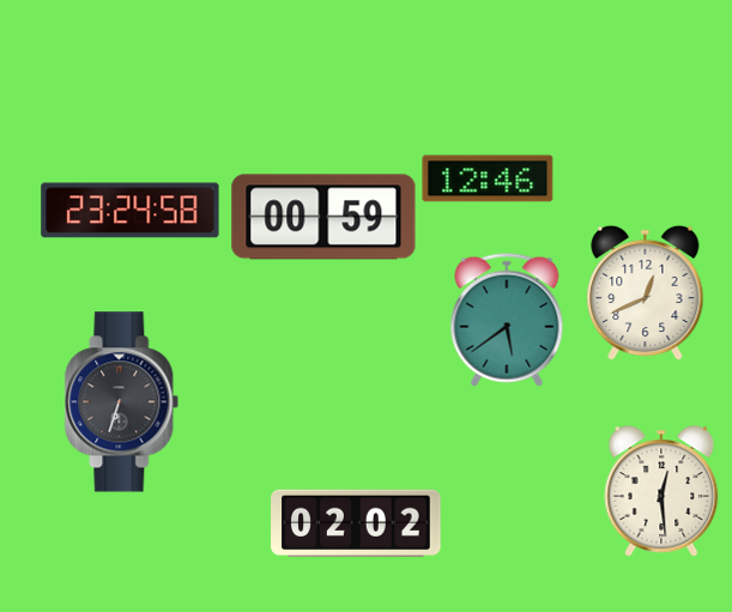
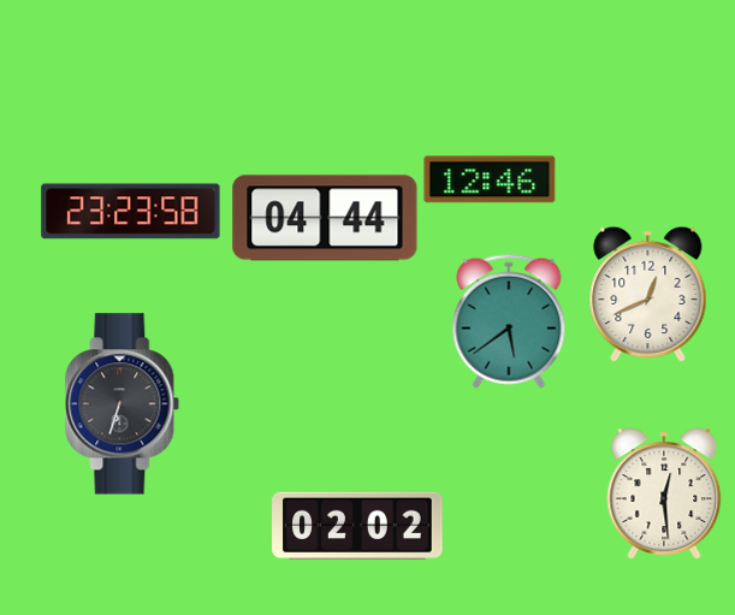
clock at (131, 211): 23:24 -> 23:23
clock at (323, 217): 00:59 -> 04:44
